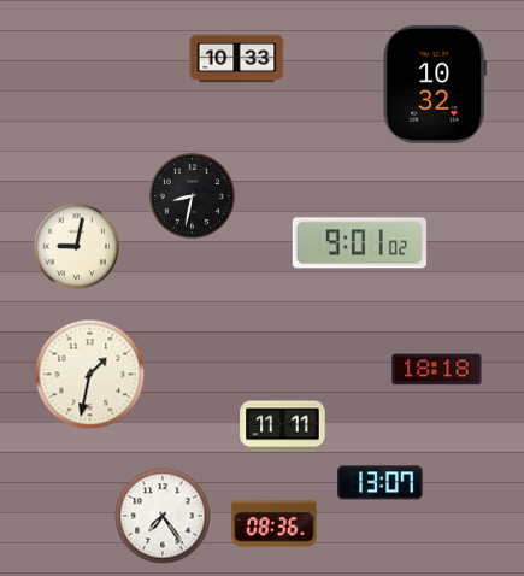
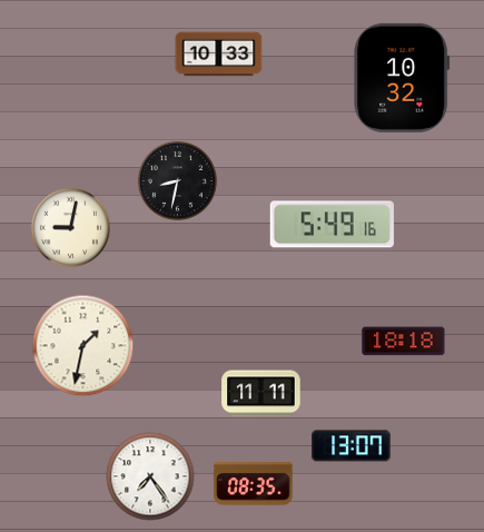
clock at (359, 243): 9:01 -> 5:49
clock at (275, 524): 08:36 -> 08:35
